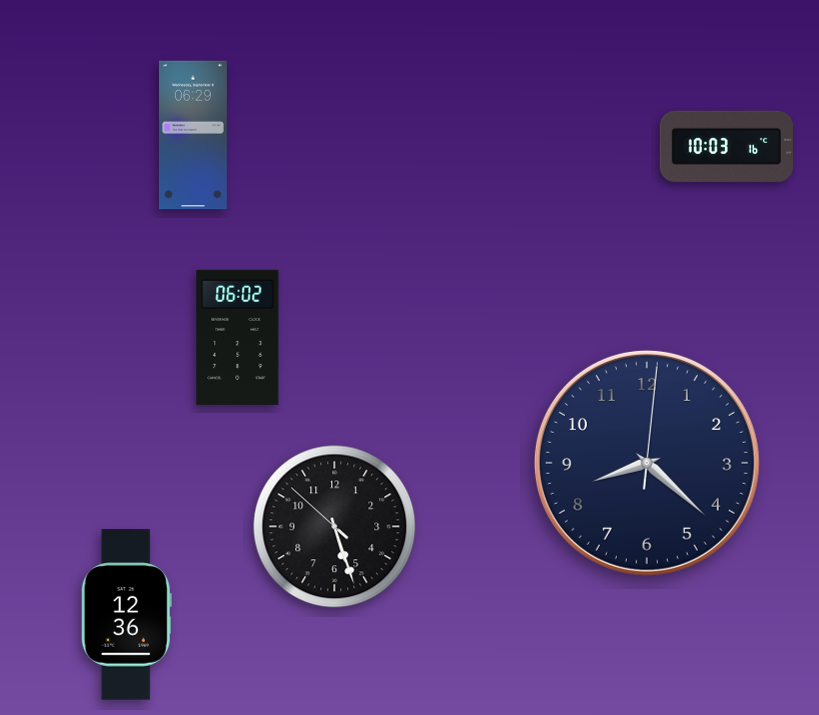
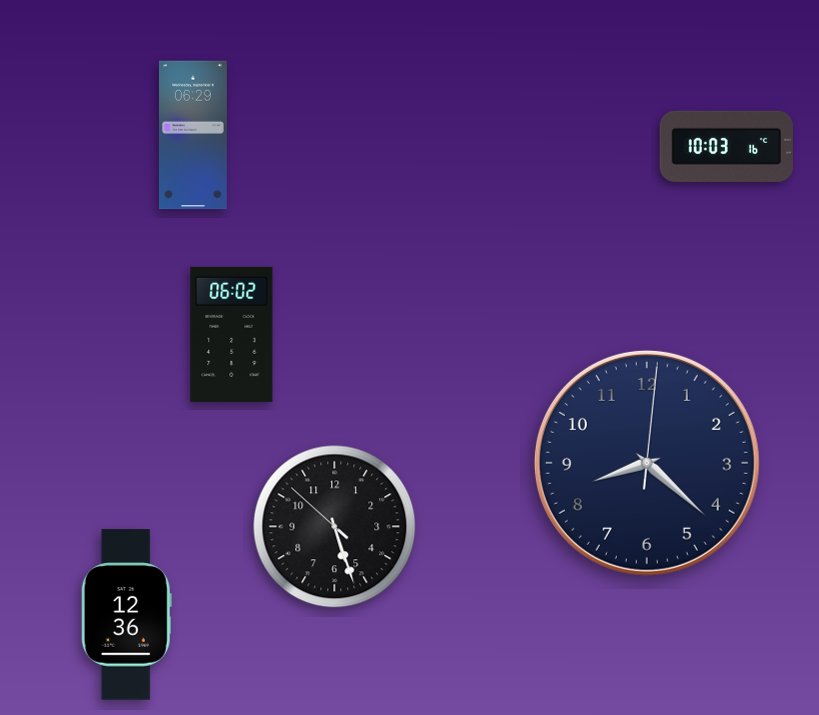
clock at (238, 337) position: (238, 337) -> (232, 334)
